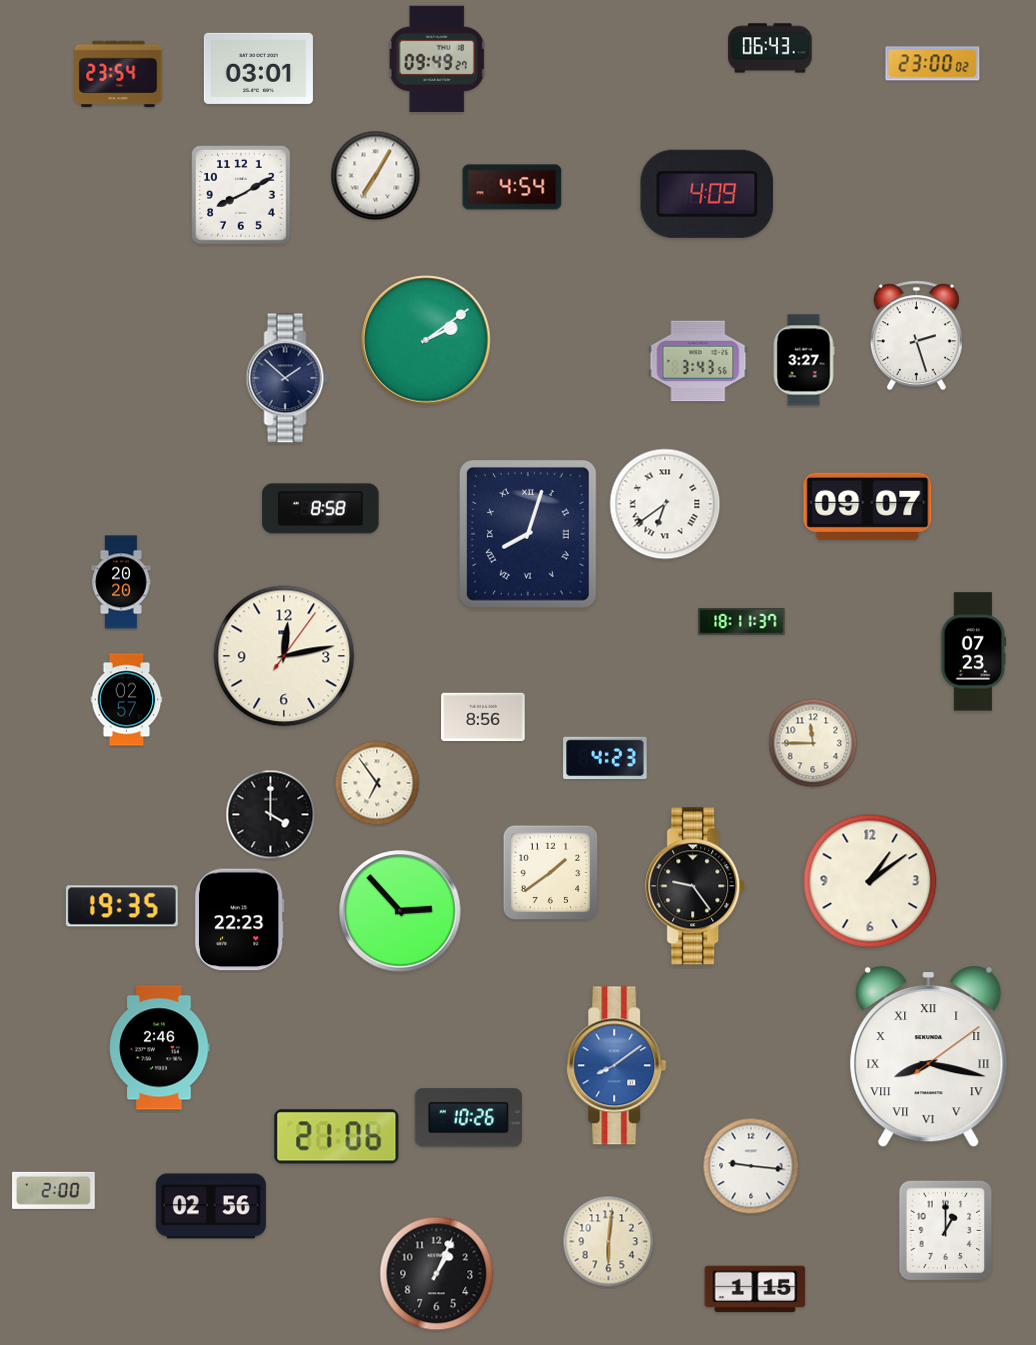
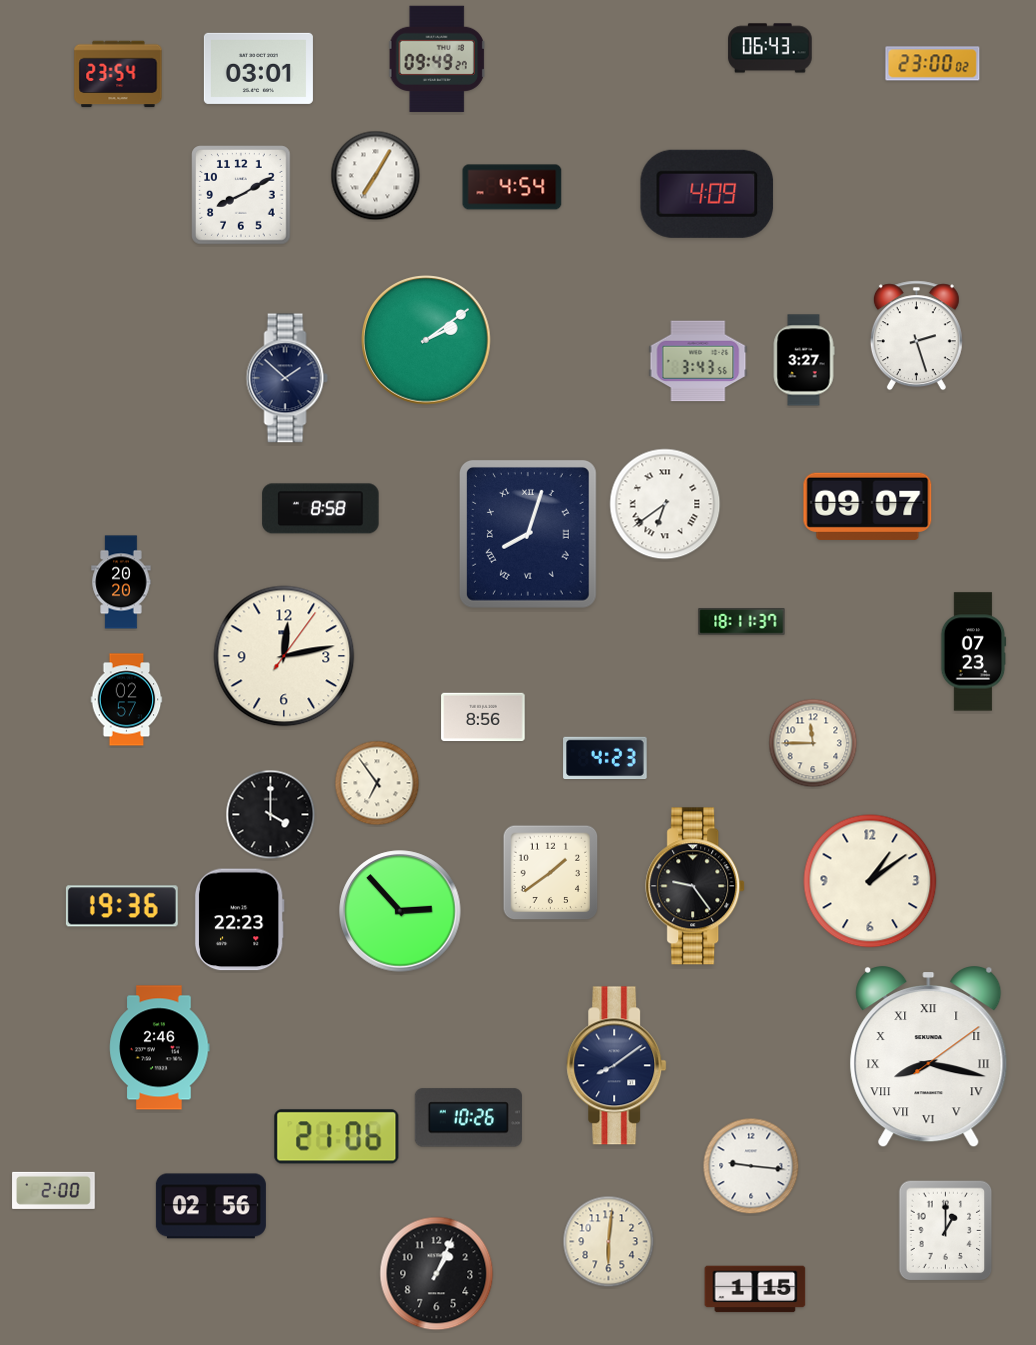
clock at (122, 906): 19:35 -> 19:36
clock at (617, 1066) dial: blue -> navy
